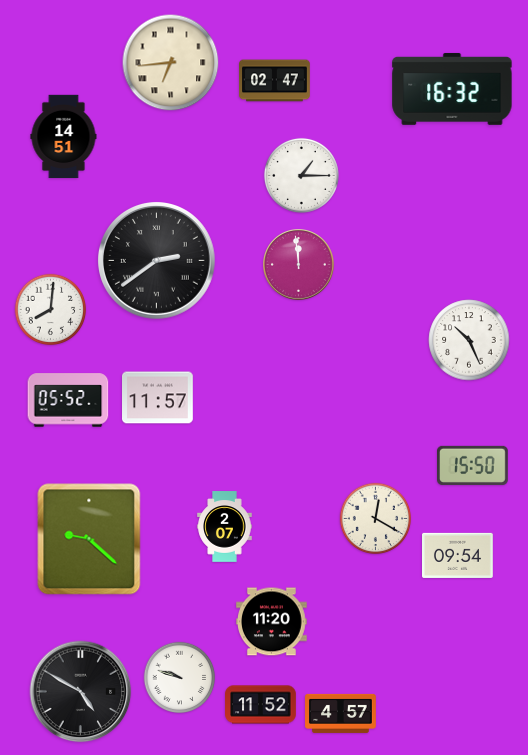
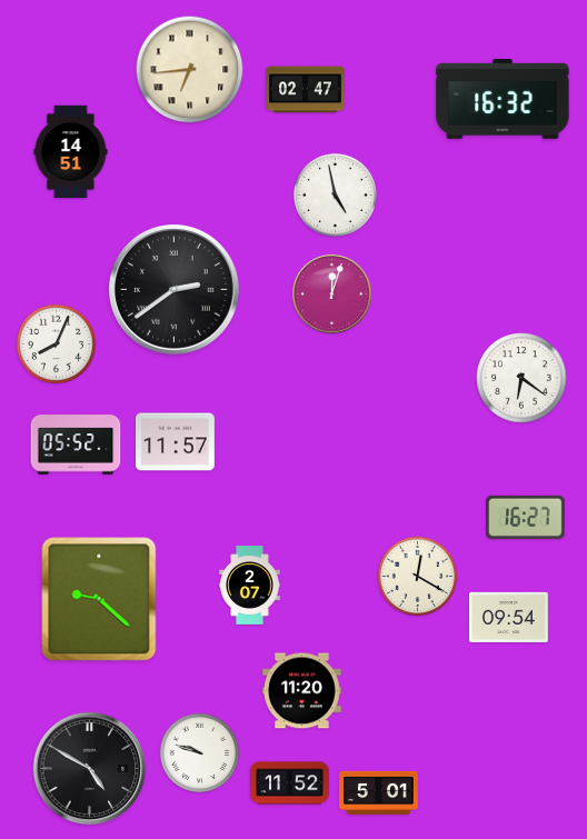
clock at (301, 175): 1:15 -> 4:58
clock at (299, 265): 11:59 -> 12:03
clock at (51, 310): 8:01 -> 8:04
clock at (469, 340): 10:26 -> 6:21
clock at (473, 465): 15:50 -> 16:27
clock at (341, 713): 4:57 -> 5:01
